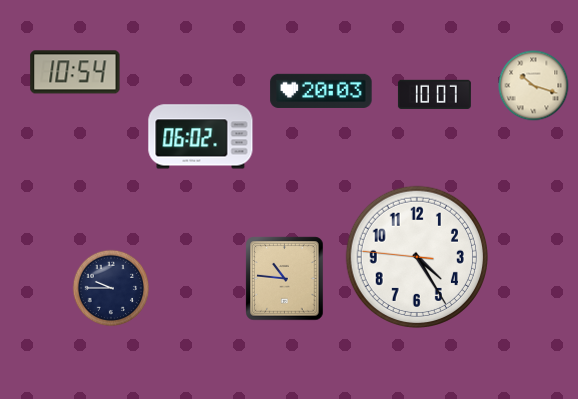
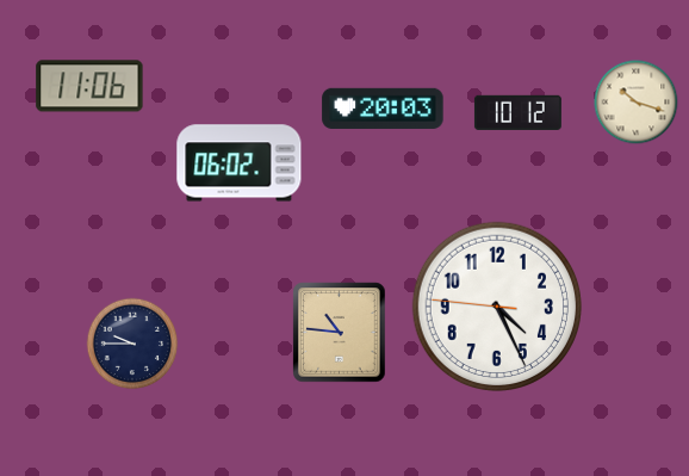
clock at (75, 72): 10:54 -> 11:06
clock at (434, 94): 10:07 -> 10:12
clock at (416, 256): 4:24 -> 4:25
